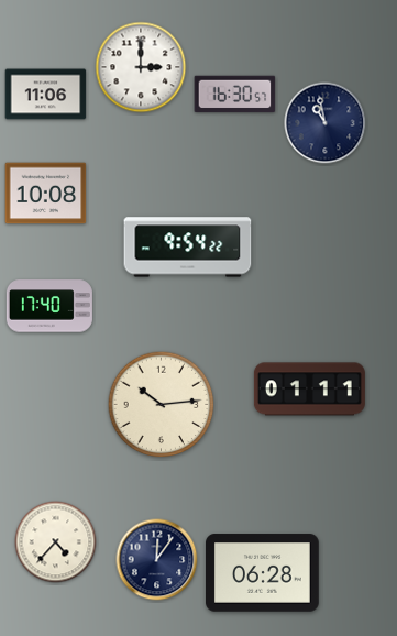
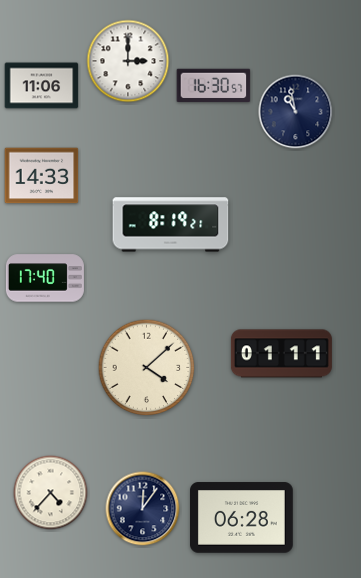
clock at (46, 194): 10:08 -> 14:33
clock at (188, 248): 9:54 -> 8:19
clock at (162, 405): 10:14 -> 4:08
clock at (263, 573) position: (263, 573) -> (242, 518)
